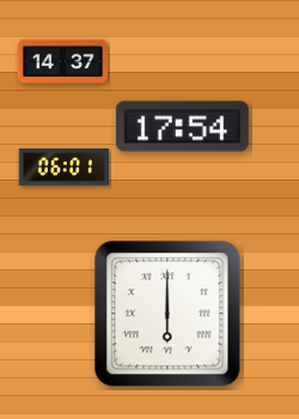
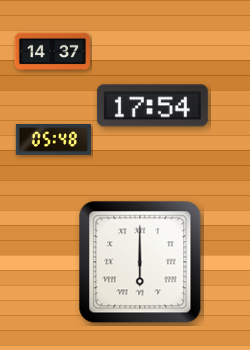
clock at (63, 168): 06:01 -> 05:48
